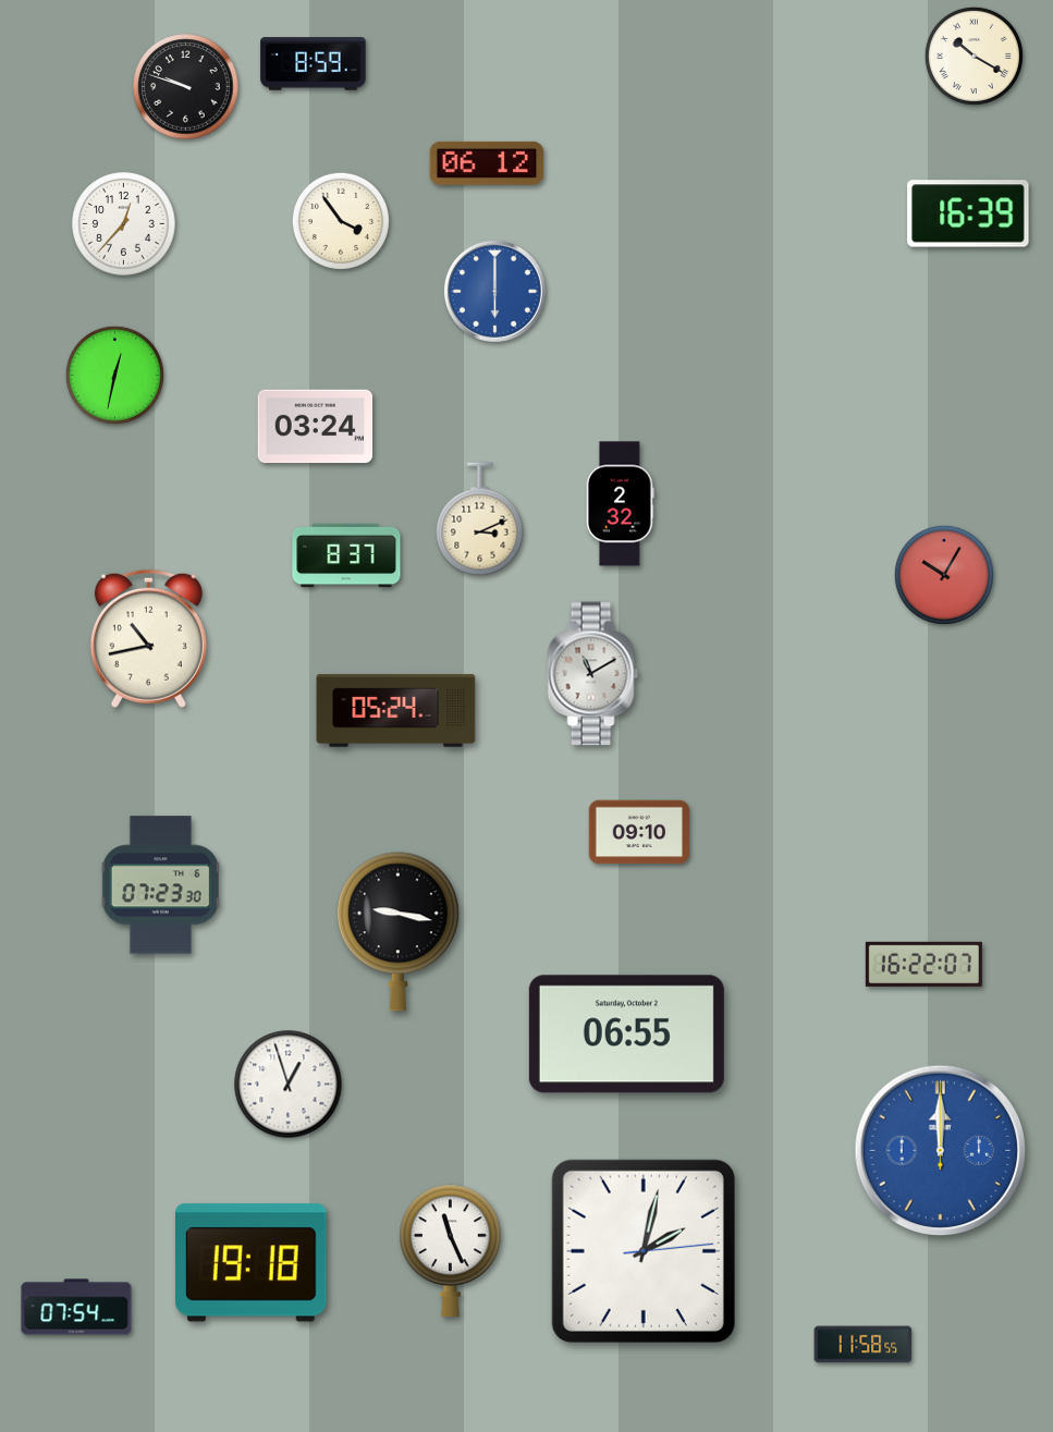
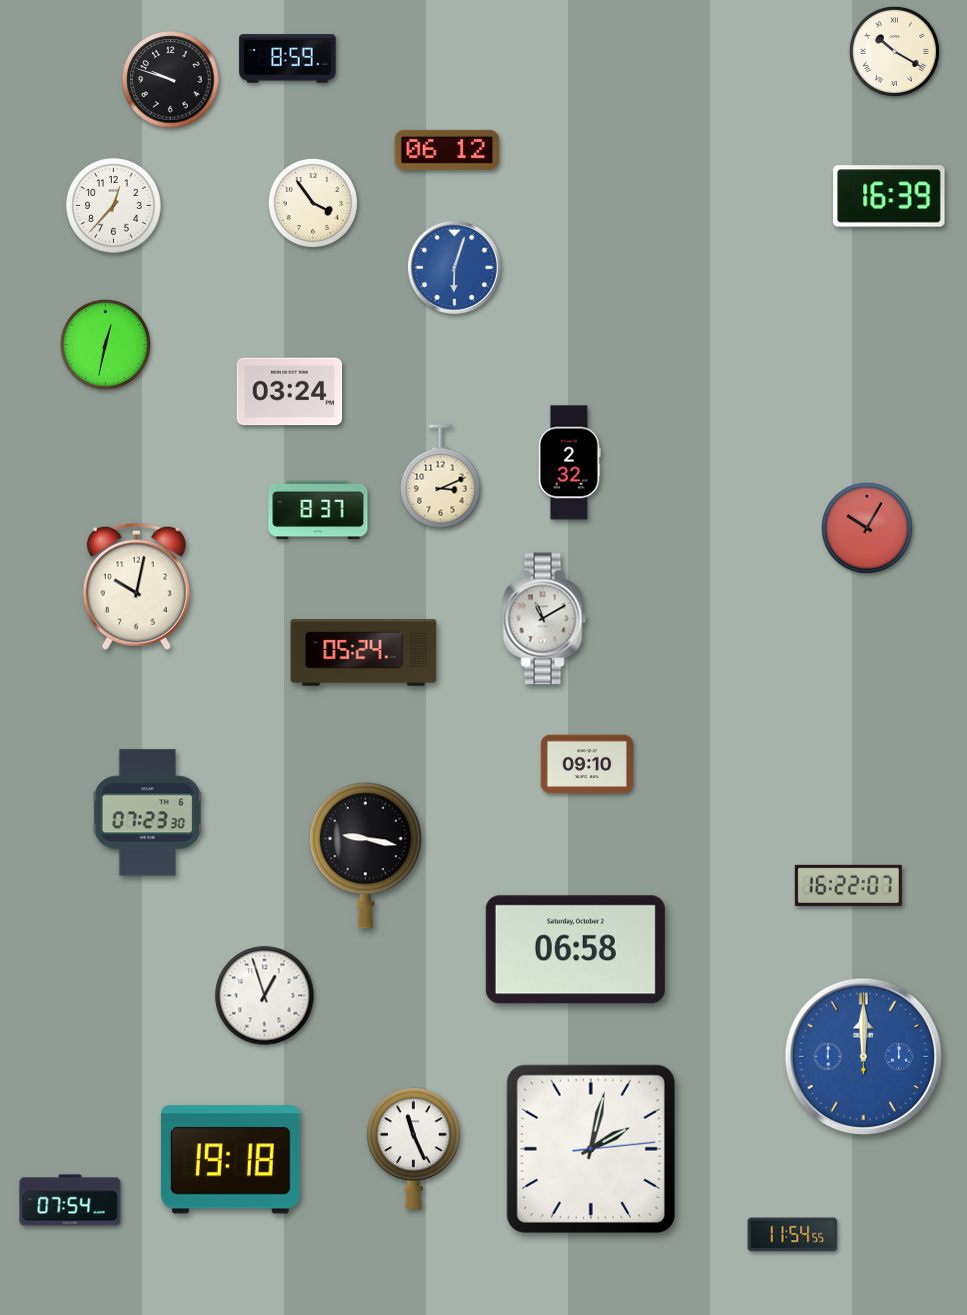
clock at (494, 291): 6:00 -> 6:03
clock at (148, 638): 10:43 -> 10:02
clock at (626, 1035): 06:55 -> 06:58
clock at (864, 1345): 11:58 -> 11:54
